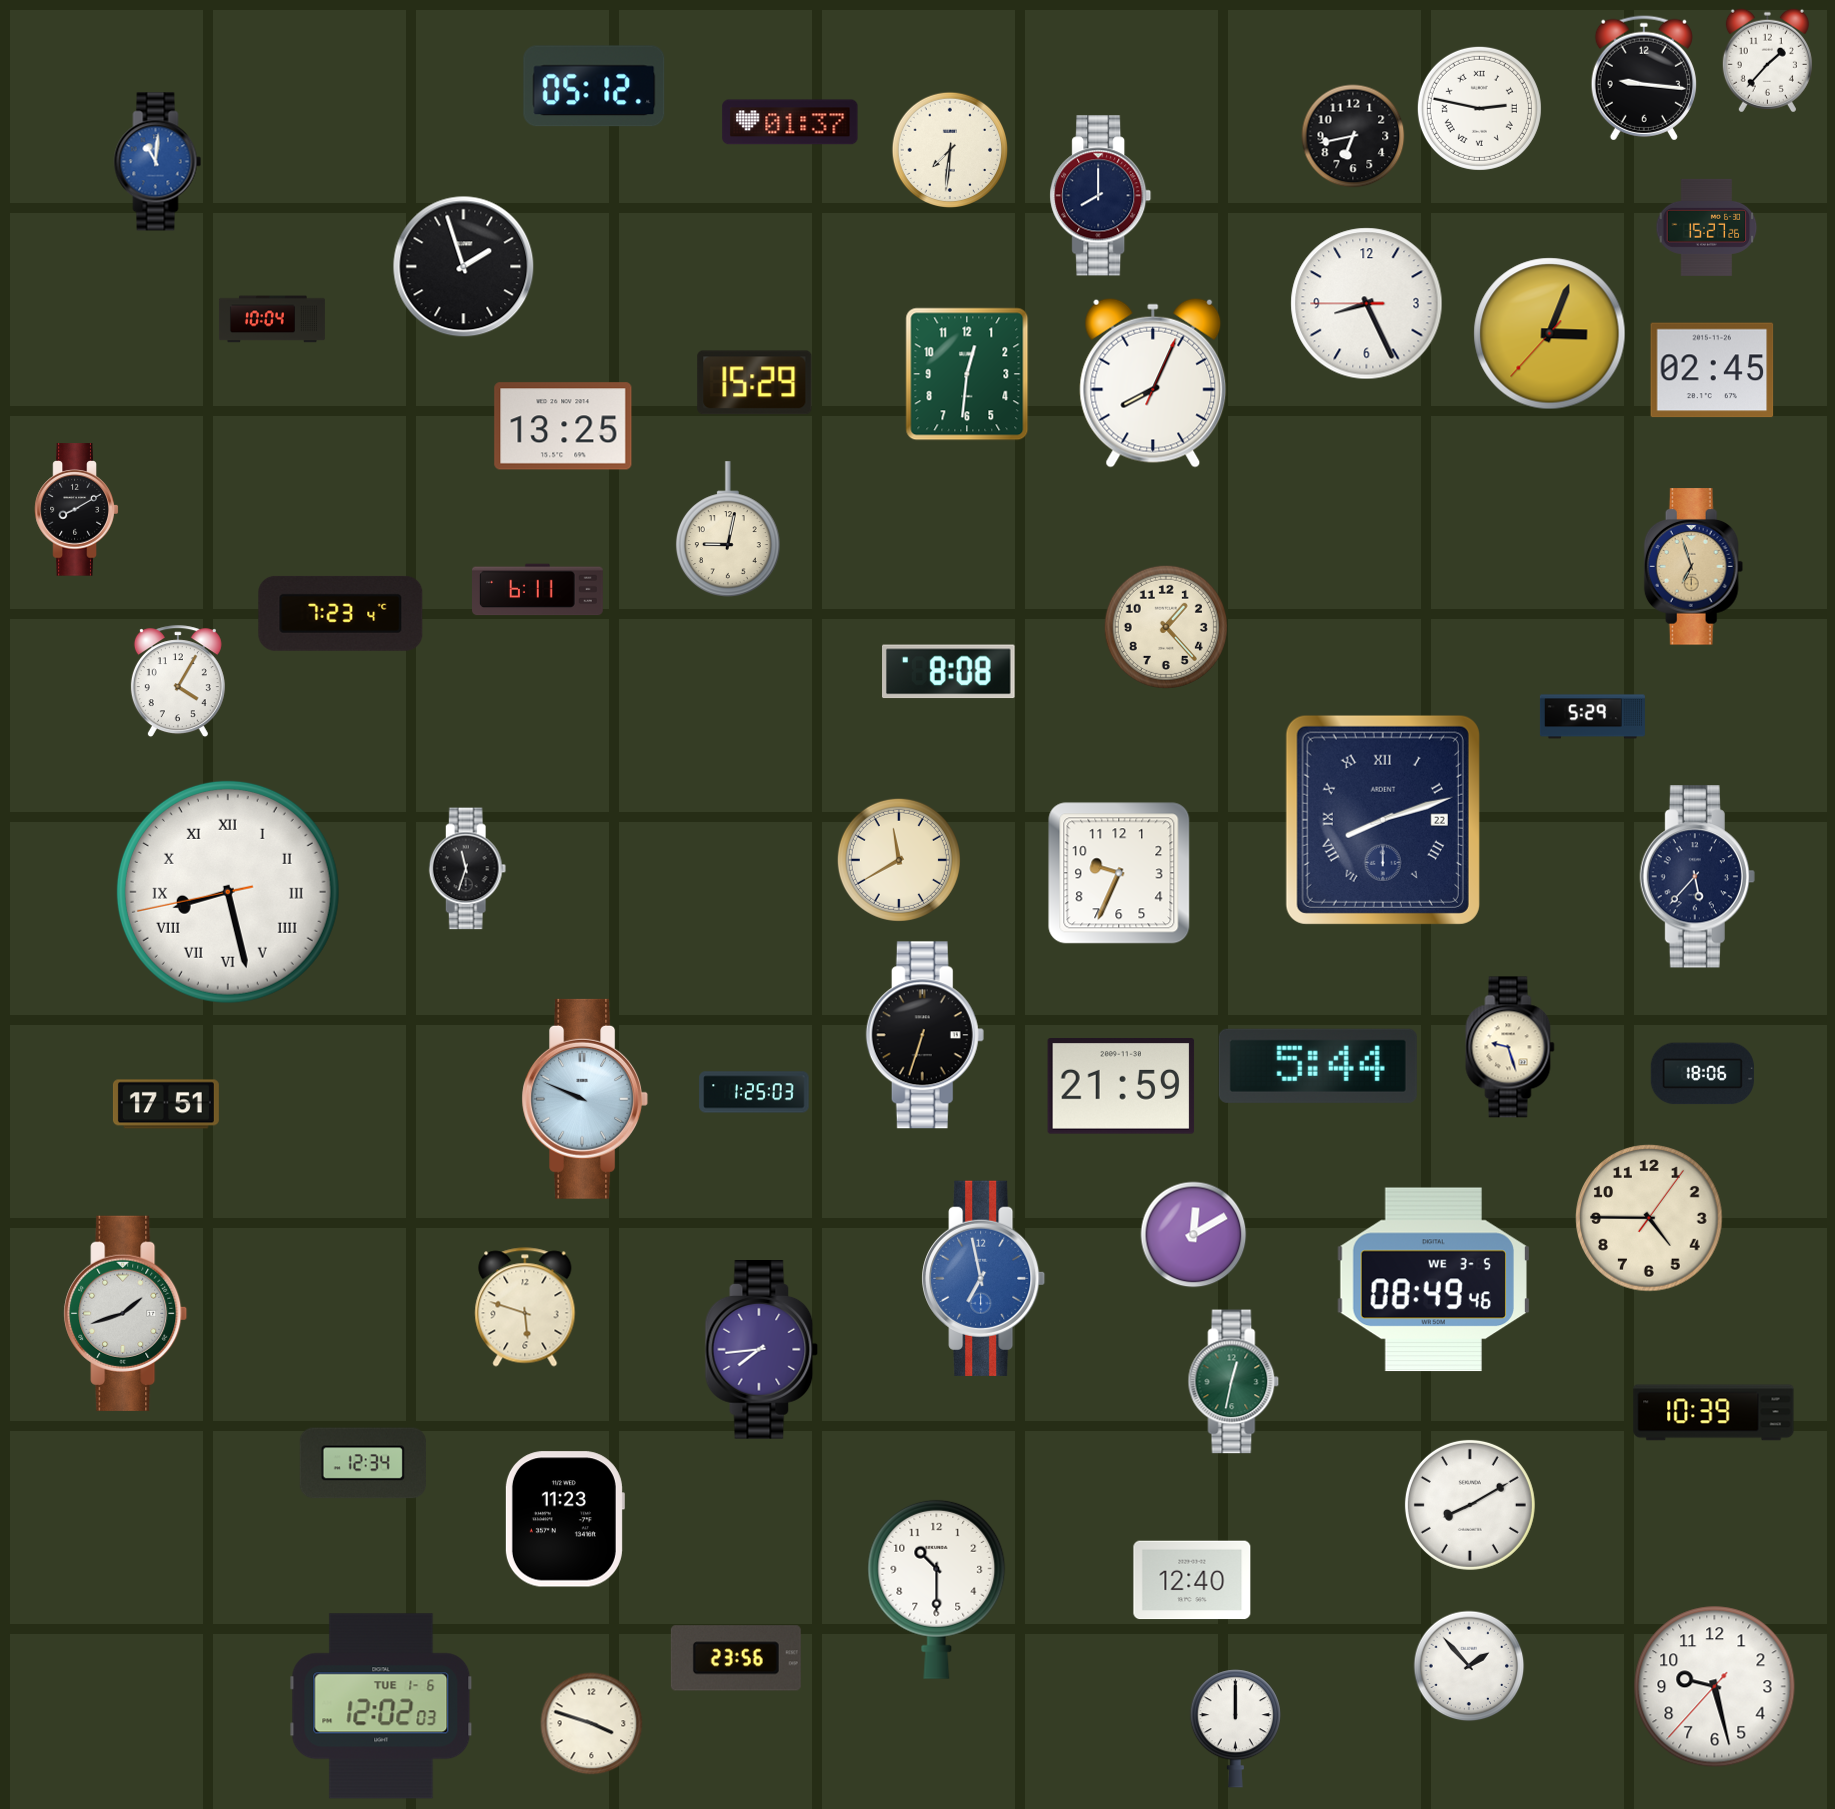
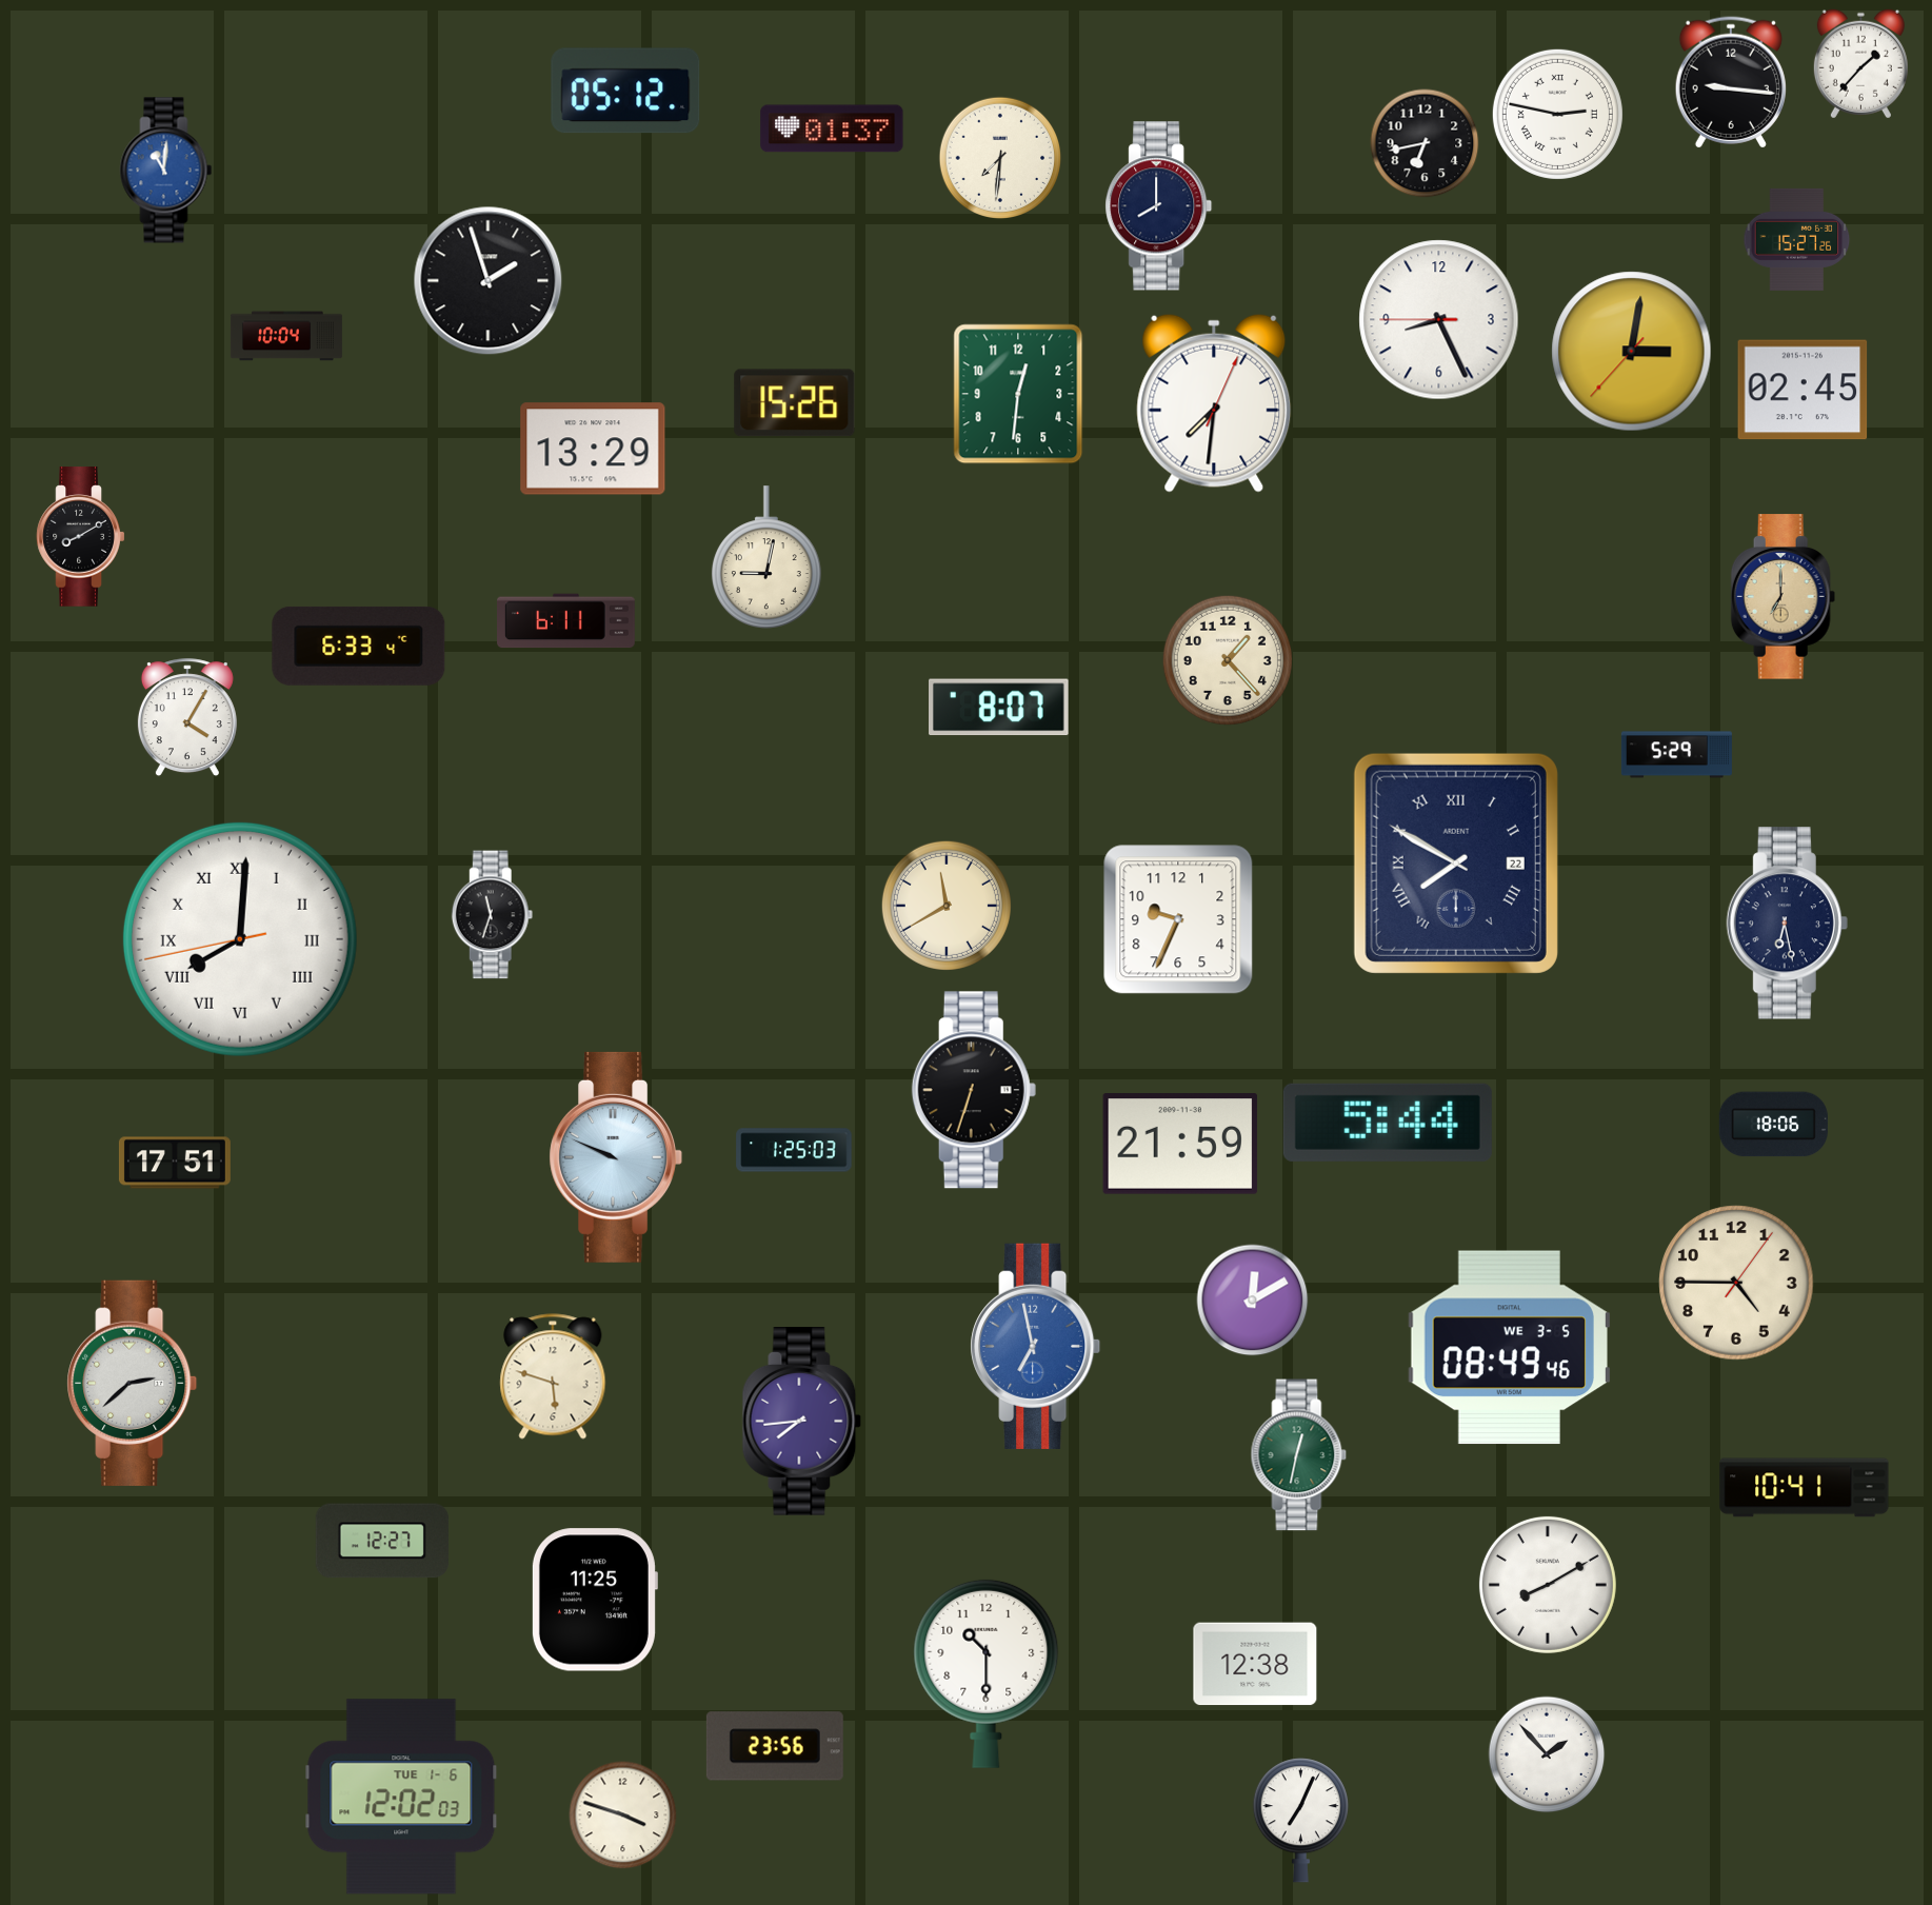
clock at (1550, 334): 3:03 -> 3:01
clock at (755, 383): 15:29 -> 15:26
clock at (1153, 383): 8:04 -> 7:31
clock at (563, 426): 13:25 -> 13:29
clock at (1694, 567): 6:57 -> 7:00
clock at (341, 613): 7:23 -> 6:33
clock at (949, 672): 8:08 -> 8:07
clock at (1383, 820): 8:12 -> 7:50
clock at (1697, 877): 5:37 -> 6:28
clock at (228, 892): 8:27 -> 8:00
clock at (1510, 1047): 9:27 -> none
clock at (1702, 1074) position: (1702, 1074) -> (1773, 1125)
clock at (1194, 1235) position: (1194, 1235) -> (1253, 1301)
clock at (126, 1313): 1:42 -> 2:38
clock at (1714, 1413): 10:39 -> 10:41
clock at (363, 1463): 12:34 -> 12:27
clock at (564, 1519): 11:23 -> 11:25
clock at (1192, 1580): 12:40 -> 12:38
clock at (1715, 1687): 9:27 -> none
clock at (1235, 1729): 12:00 -> 7:04
